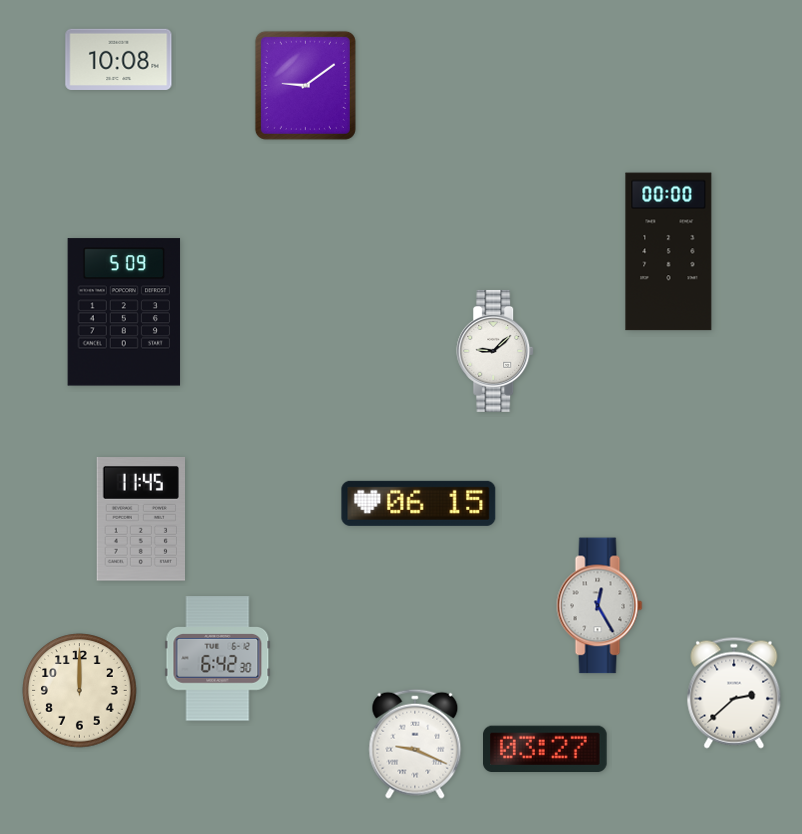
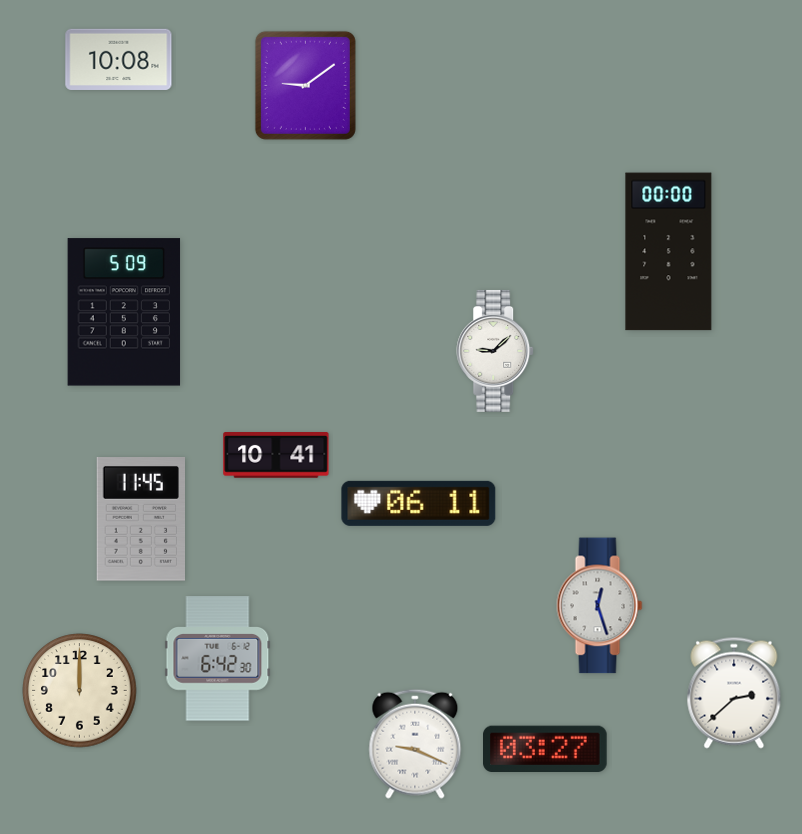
clock at (276, 456): none -> 10:41
clock at (419, 503): 06:15 -> 06:11
clock at (600, 606): 12:25 -> 12:27
